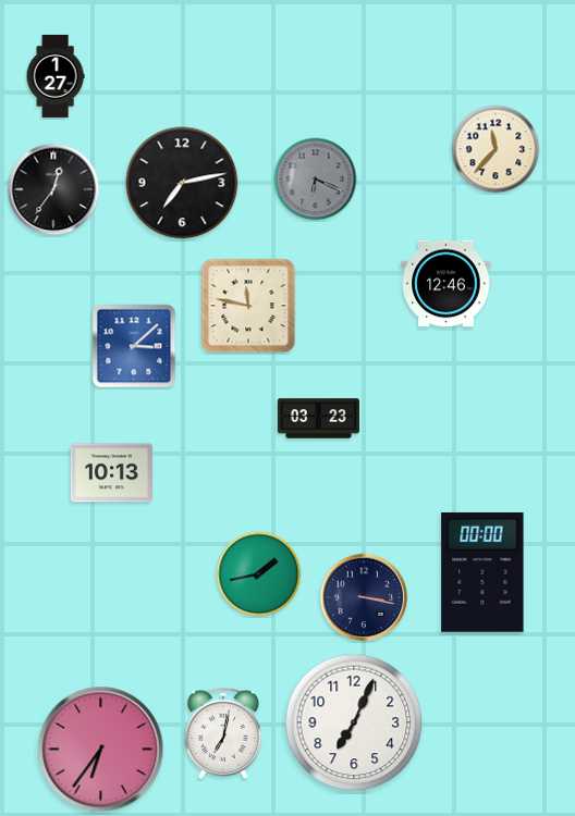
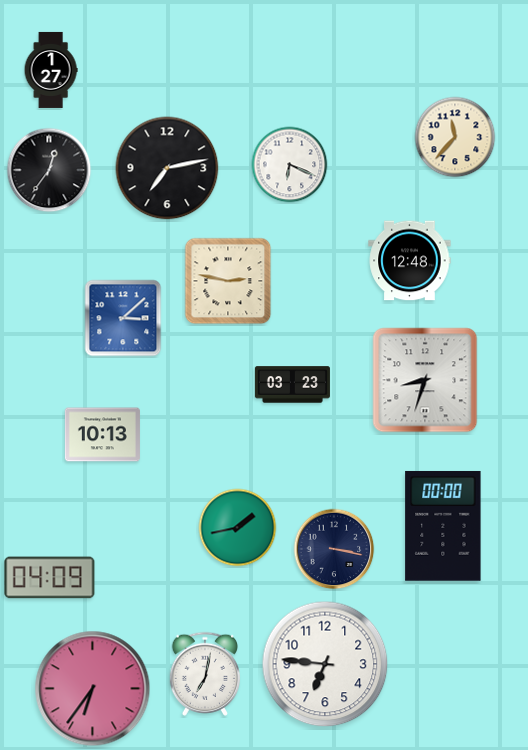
clock at (316, 180) dial: grey -> white
clock at (53, 189) position: (53, 189) -> (49, 170)
clock at (446, 284): 12:46 -> 12:48
clock at (248, 306): 11:47 -> 2:47
clock at (425, 380): none -> 8:33
clock at (50, 578): none -> 04:09
clock at (354, 722): 7:04 -> 6:46
